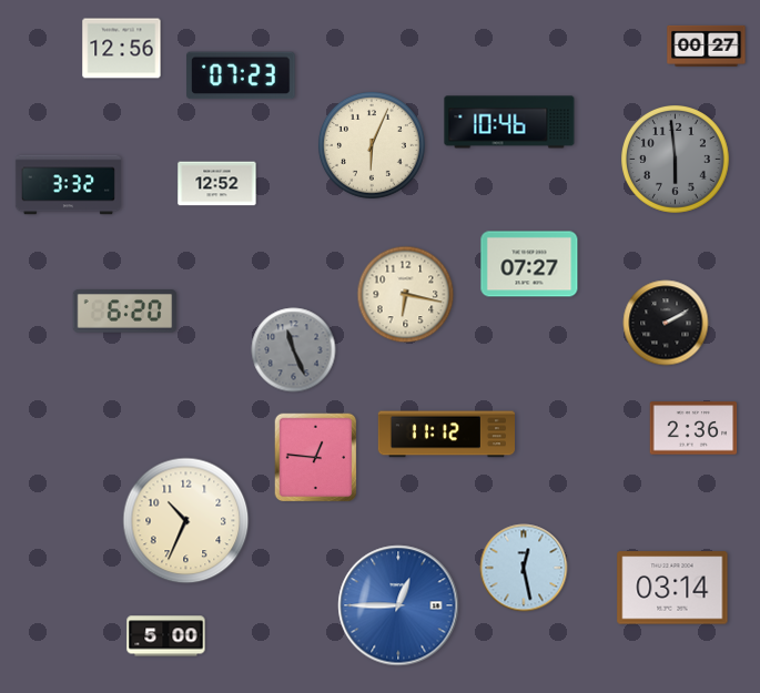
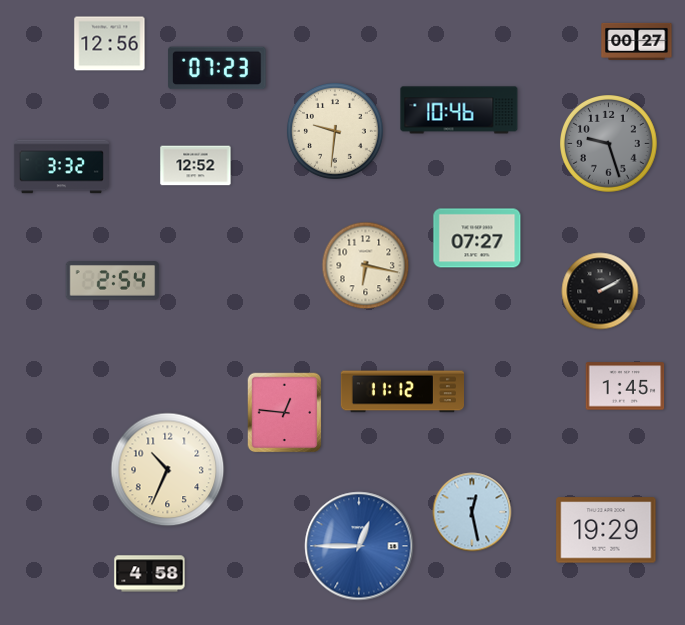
clock at (372, 145): 6:04 -> 9:31
clock at (676, 160): 5:59 -> 9:27
clock at (125, 312): 6:20 -> 2:54
clock at (294, 350): 11:26 -> none
clock at (693, 428): 2:36 -> 1:45
clock at (672, 588): 03:14 -> 19:29
clock at (166, 636): 5:00 -> 4:58
